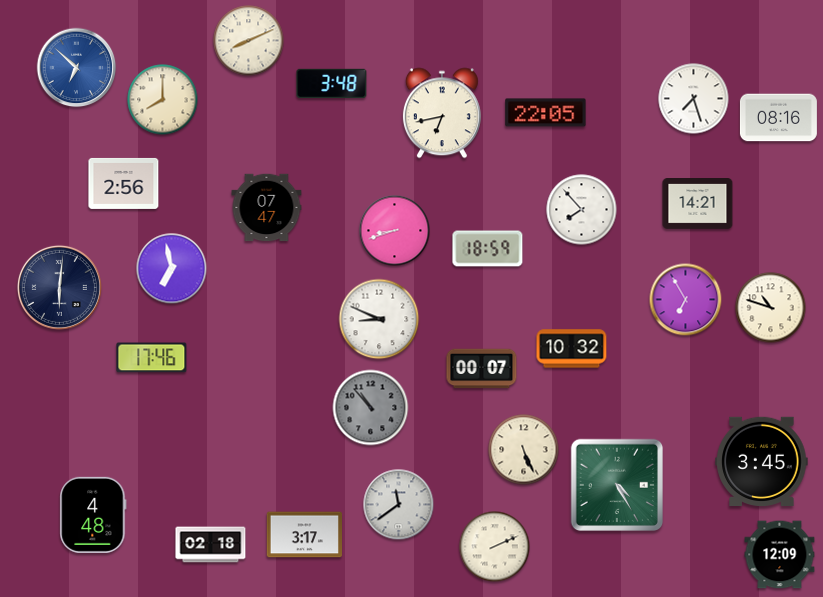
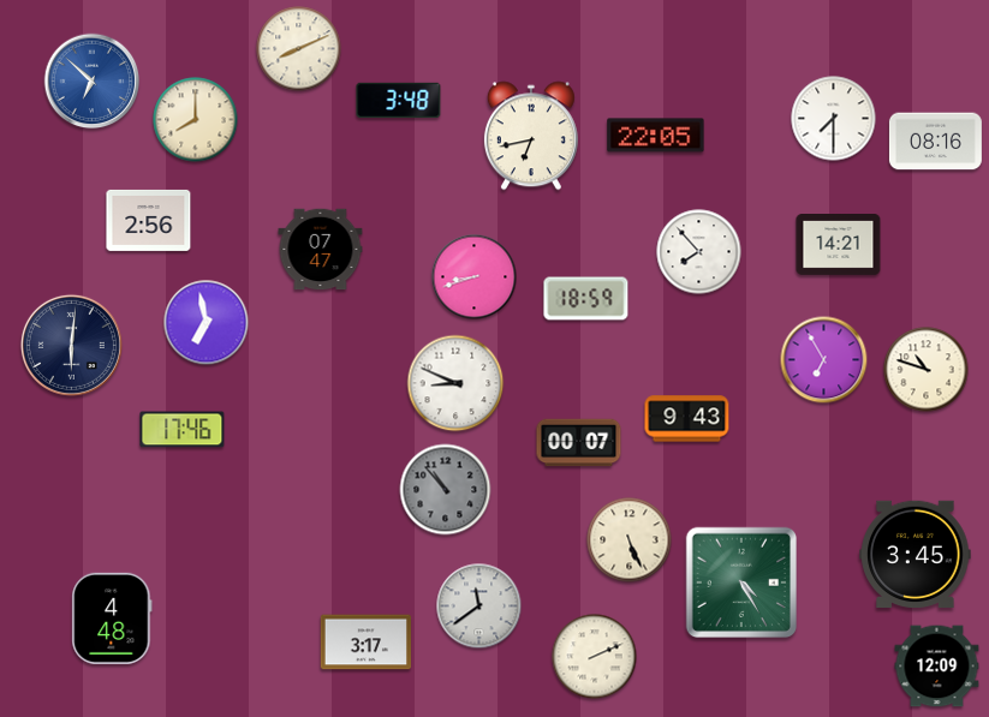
clock at (694, 99): 7:27 -> 7:30
clock at (572, 349): 10:32 -> 9:43
clock at (211, 545): 02:18 -> none
